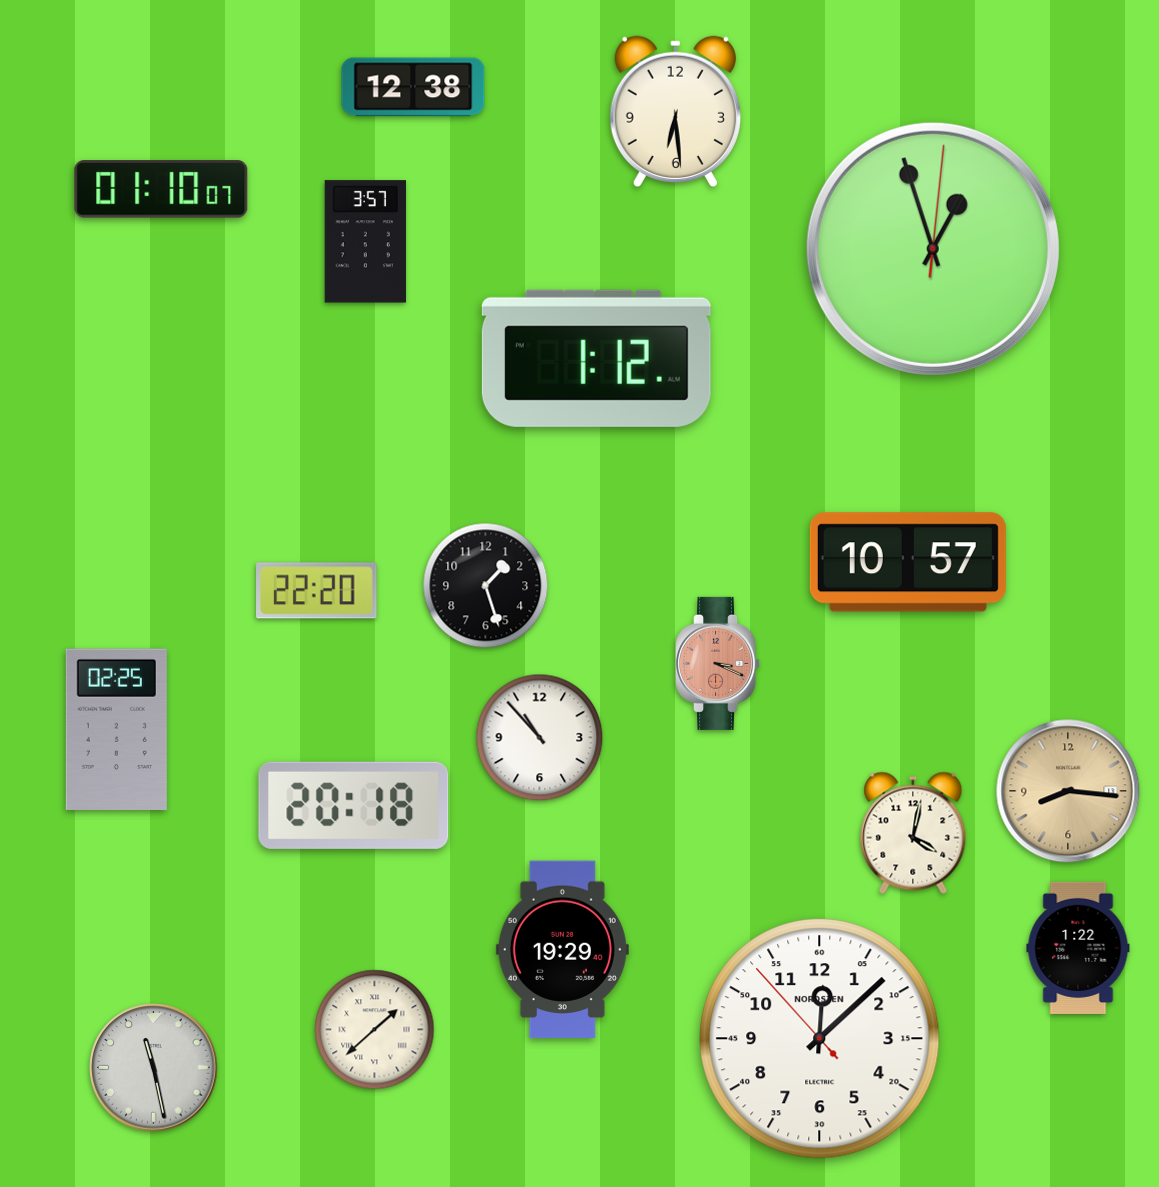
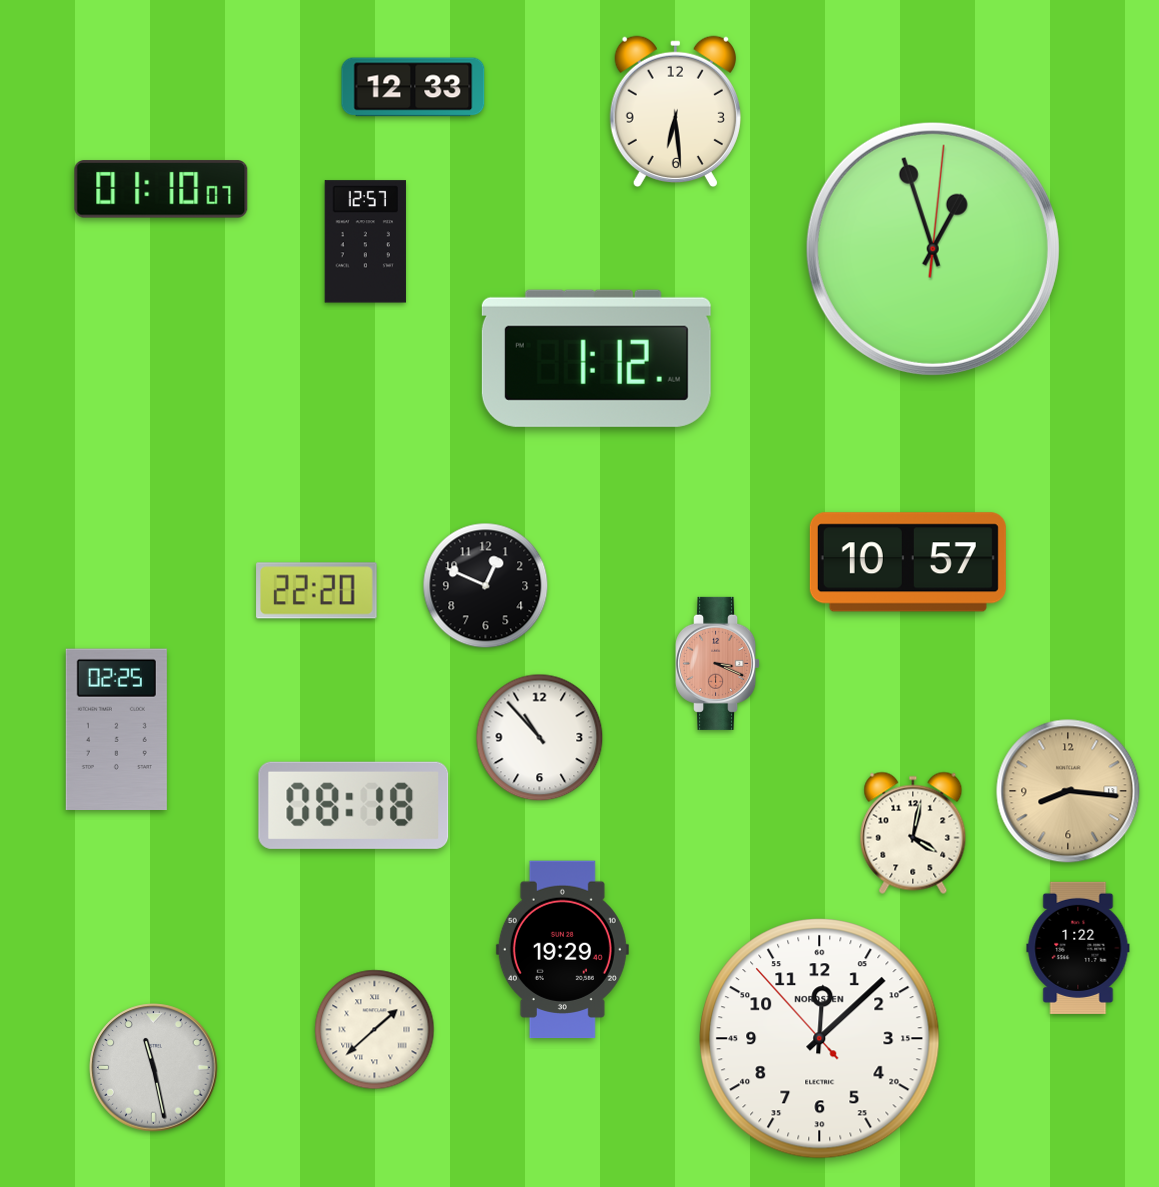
clock at (413, 87): 12:38 -> 12:33
clock at (365, 242): 3:57 -> 12:57
clock at (486, 586): 1:27 -> 12:49
clock at (354, 805): 20:18 -> 08:18
